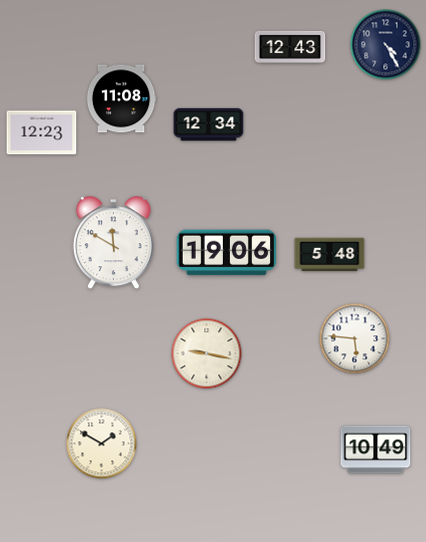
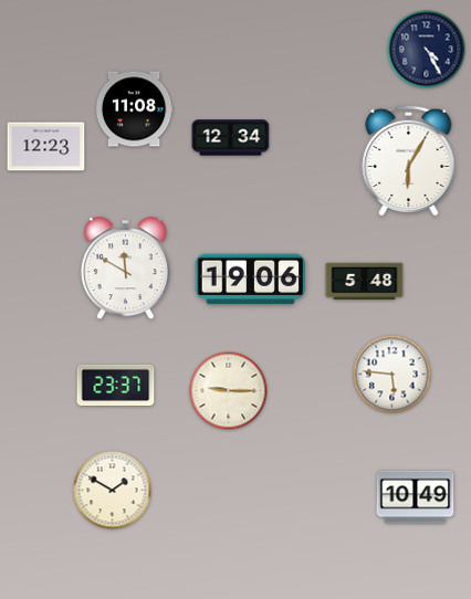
clock at (290, 47): 12:43 -> none
clock at (409, 160): none -> 6:05
clock at (116, 386): none -> 23:37
clock at (207, 354): 9:17 -> 9:15
